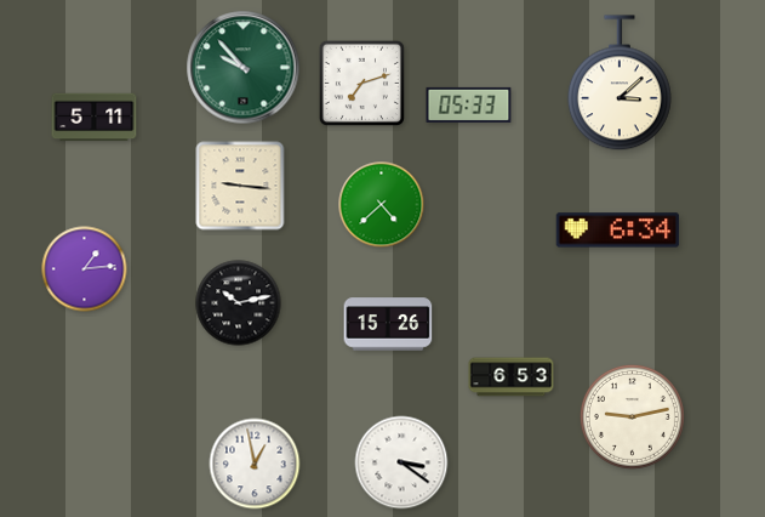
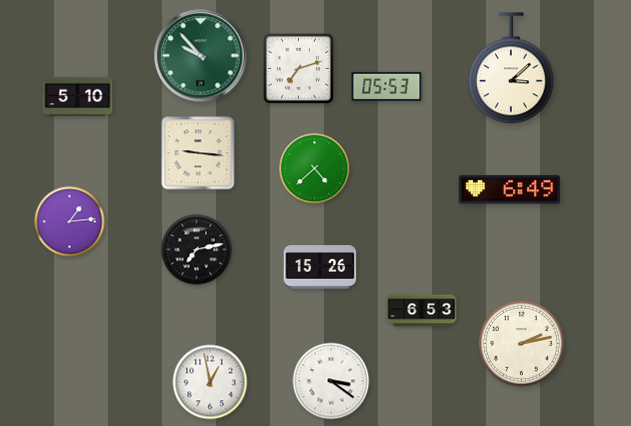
clock at (469, 104): 05:33 -> 05:53
clock at (95, 118): 5:11 -> 5:10
clock at (618, 231): 6:34 -> 6:49
clock at (239, 303): 10:13 -> 7:13
clock at (632, 416): 9:13 -> 2:13
